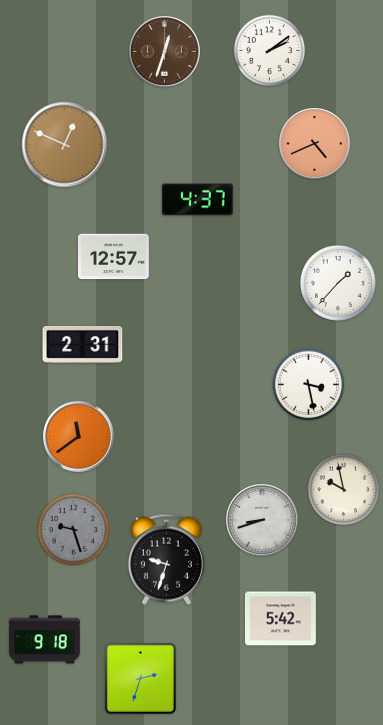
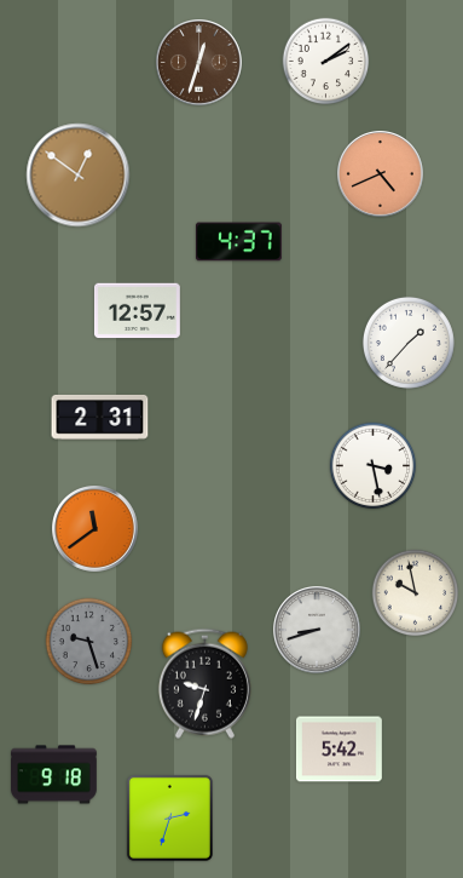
clock at (65, 145): 12:49 -> 12:51
clock at (166, 559) position: (166, 559) -> (204, 683)
clock at (140, 678) position: (140, 678) -> (169, 817)
